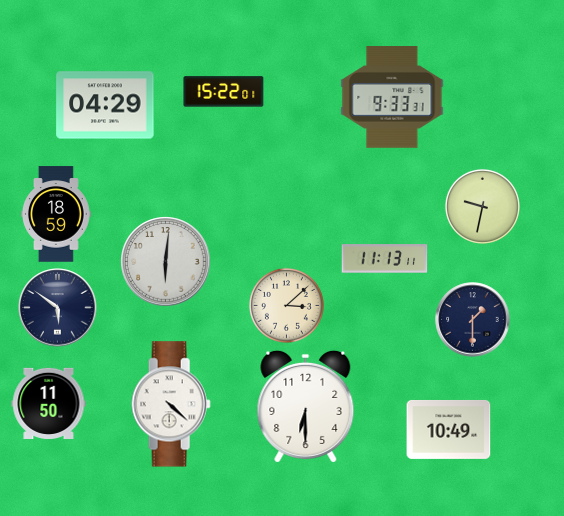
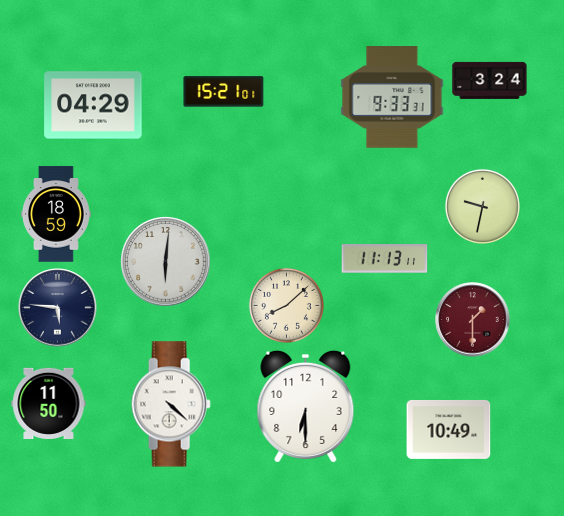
clock at (490, 80): none -> 3:24
clock at (224, 92): 15:22 -> 15:21
clock at (105, 105) position: (105, 105) -> (93, 105)
clock at (286, 305): 3:08 -> 8:08
clock at (58, 308): 5:51 -> 5:46
clock at (473, 320) dial: navy -> burgundy
